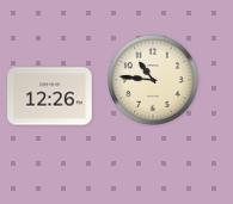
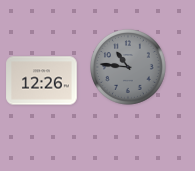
clock at (154, 81) dial: cream -> grey
